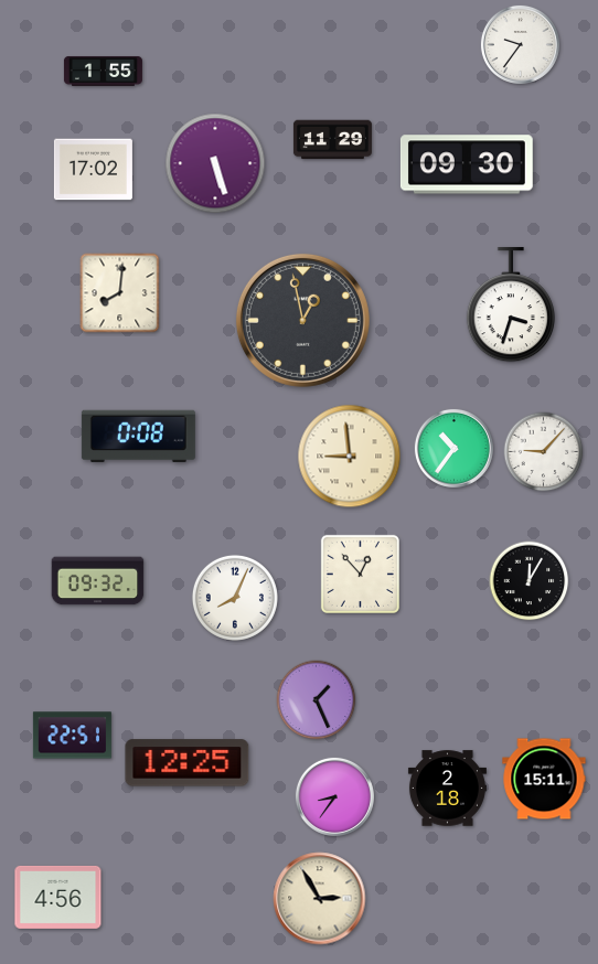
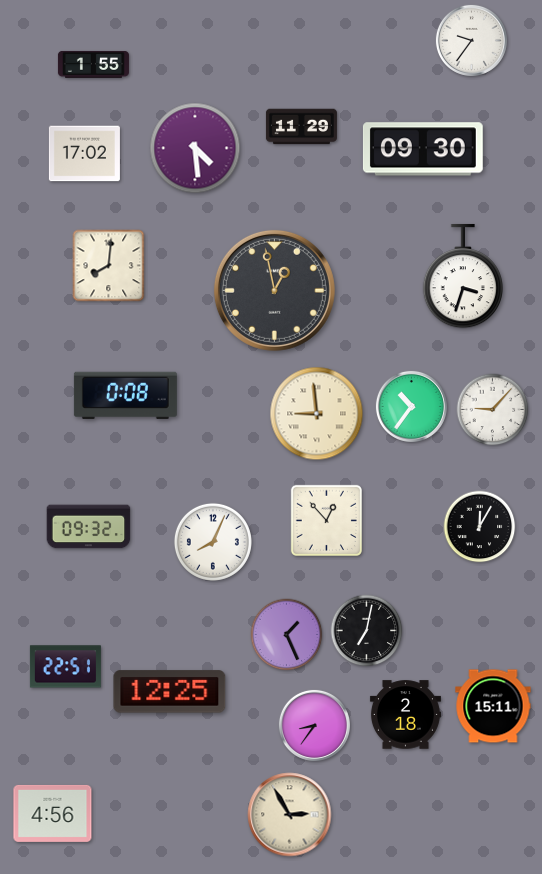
clock at (215, 163): 5:27 -> 4:29
clock at (367, 631): none -> 7:02
clock at (334, 796) position: (334, 796) -> (314, 725)
